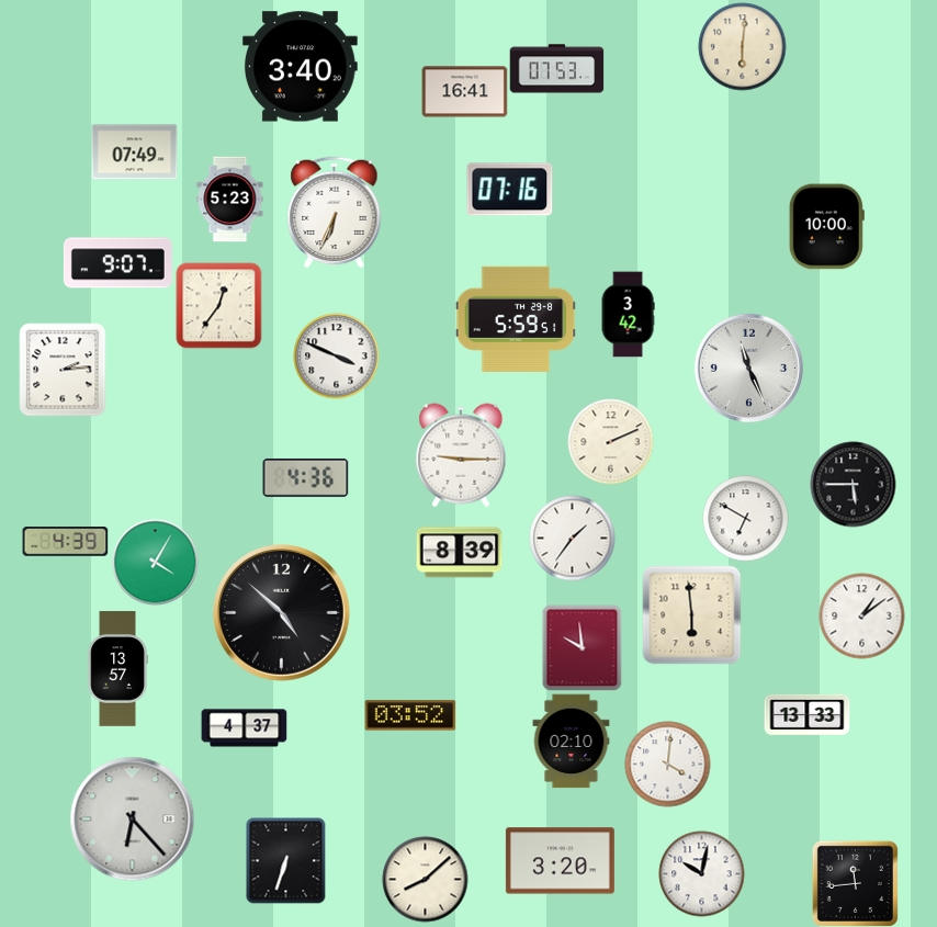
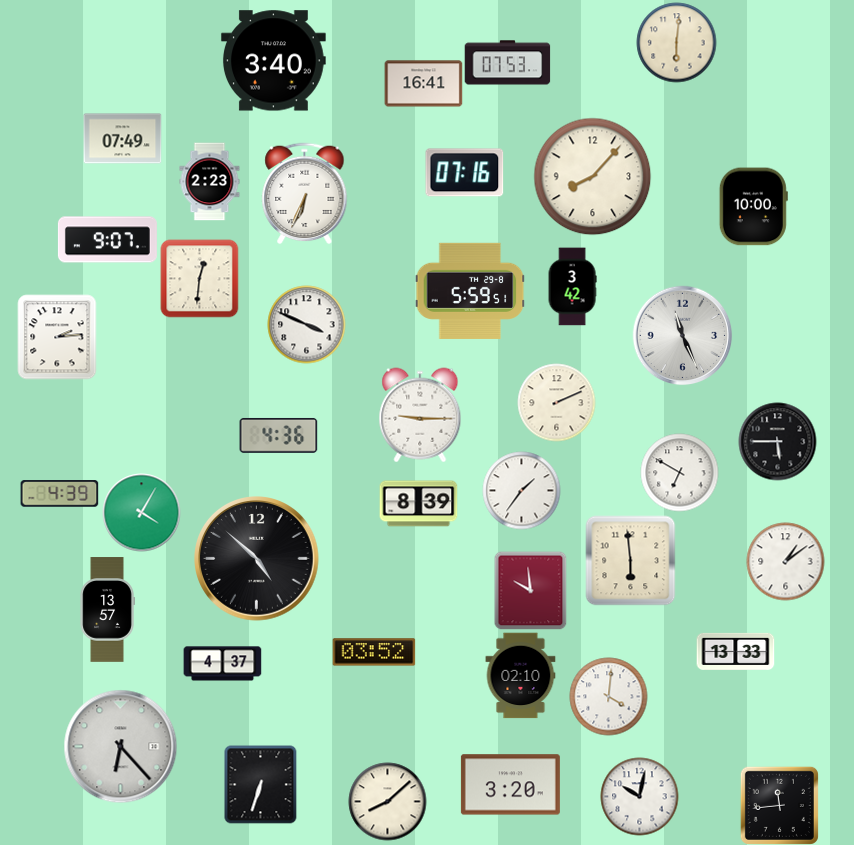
clock at (592, 176): none -> 8:07
clock at (230, 199): 5:23 -> 2:23
clock at (218, 305): 12:36 -> 12:31
